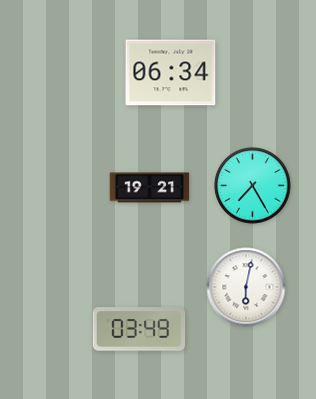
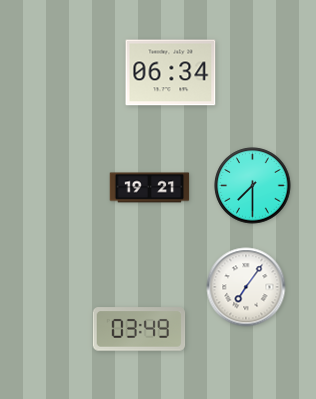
clock at (253, 186): 7:25 -> 7:30
clock at (246, 287): 6:02 -> 7:06
